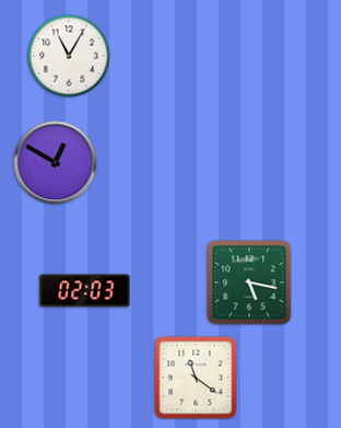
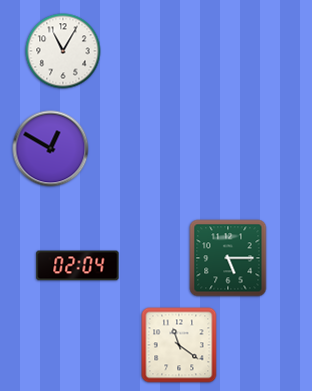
clock at (249, 282): 5:17 -> 5:15
clock at (85, 291): 02:03 -> 02:04
